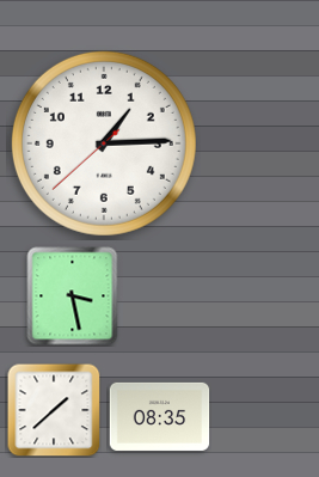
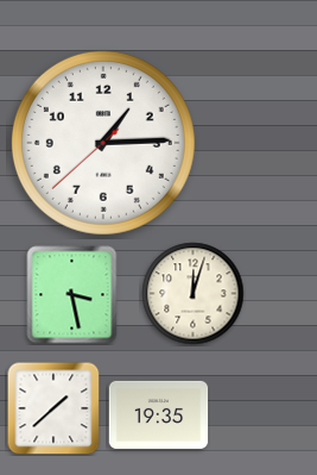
clock at (194, 294): none -> 12:03
clock at (160, 416): 08:35 -> 19:35
